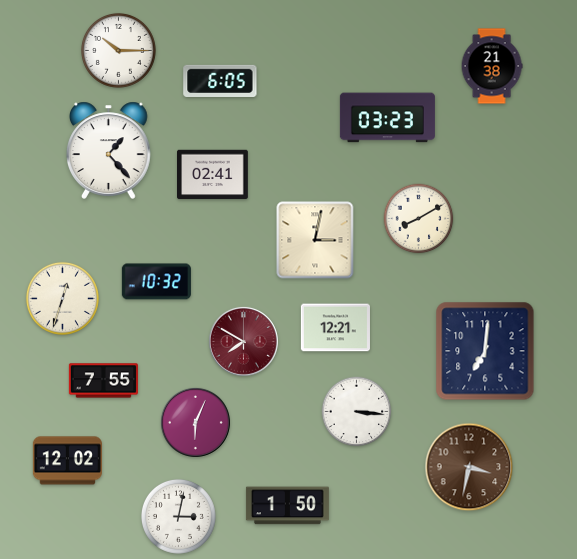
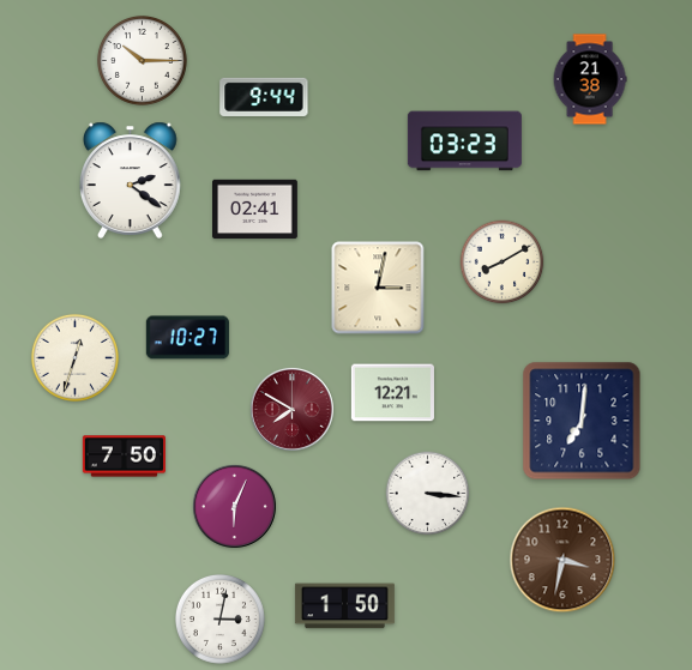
clock at (220, 81): 6:05 -> 9:44
clock at (109, 150): 1:23 -> 2:21
clock at (156, 282): 10:32 -> 10:27
clock at (335, 328) position: (335, 328) -> (392, 393)
clock at (103, 381): 7:55 -> 7:50
clock at (67, 461): 12:02 -> none
clock at (178, 516) position: (178, 516) -> (219, 618)
